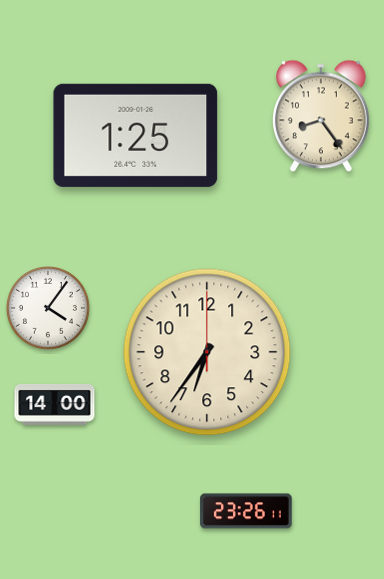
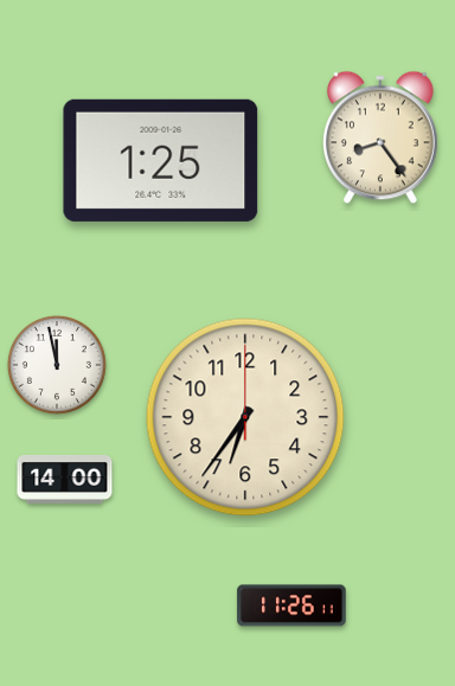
clock at (48, 308): 4:06 -> 11:58
clock at (246, 511): 23:26 -> 11:26
